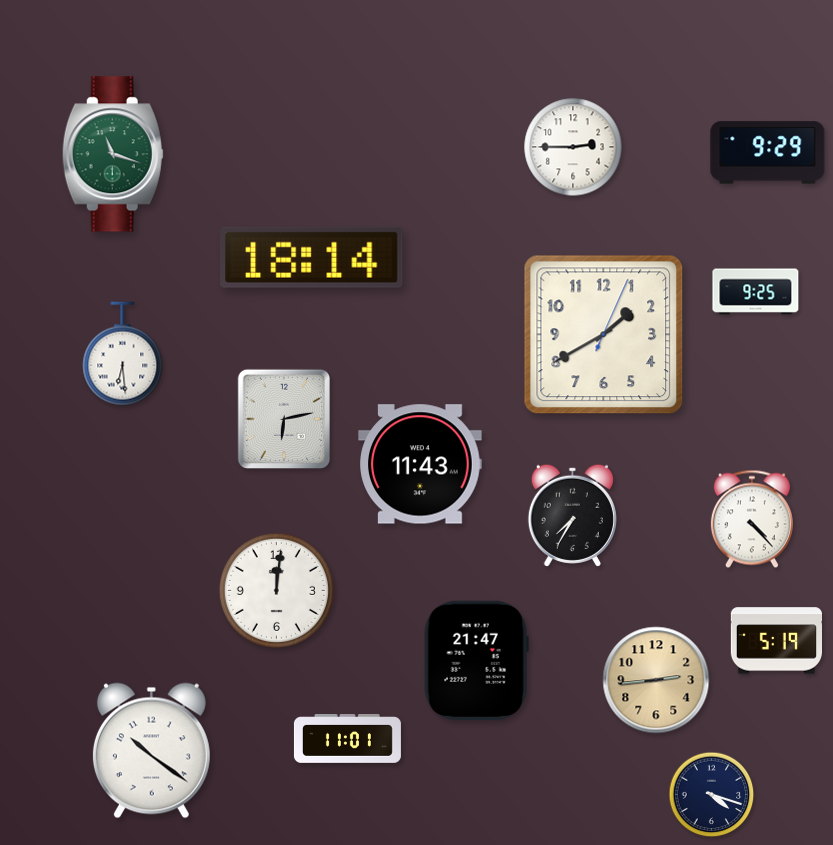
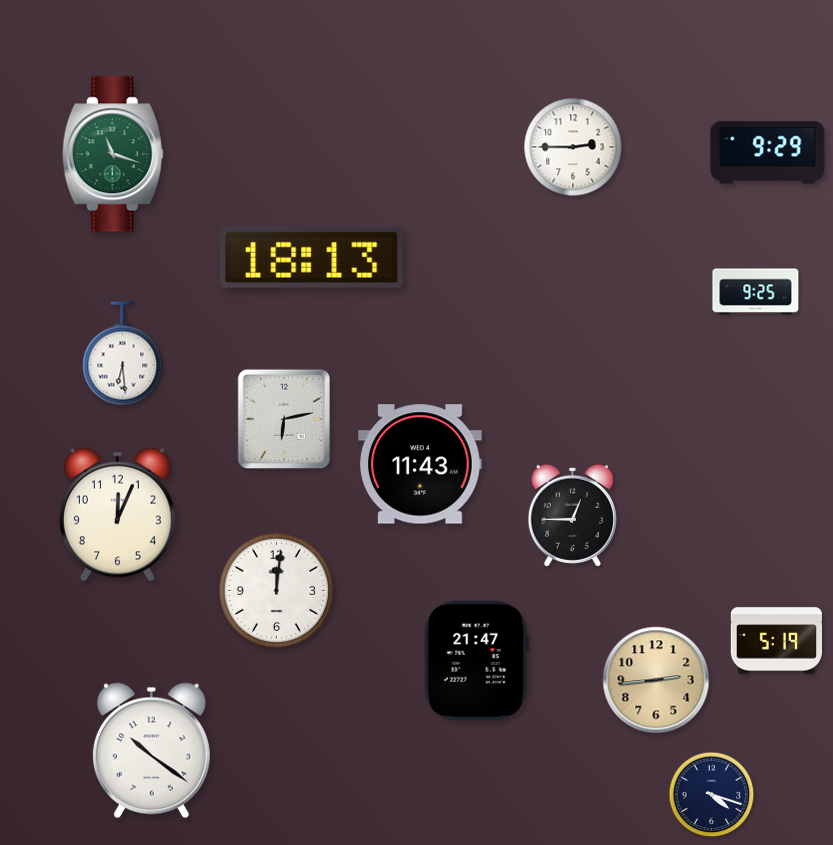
clock at (312, 257): 18:14 -> 18:13
clock at (604, 335): 1:40 -> none
clock at (118, 514): none -> 12:04
clock at (572, 515): 7:35 -> 12:45
clock at (752, 519): 4:23 -> none
clock at (347, 739): 11:01 -> none
